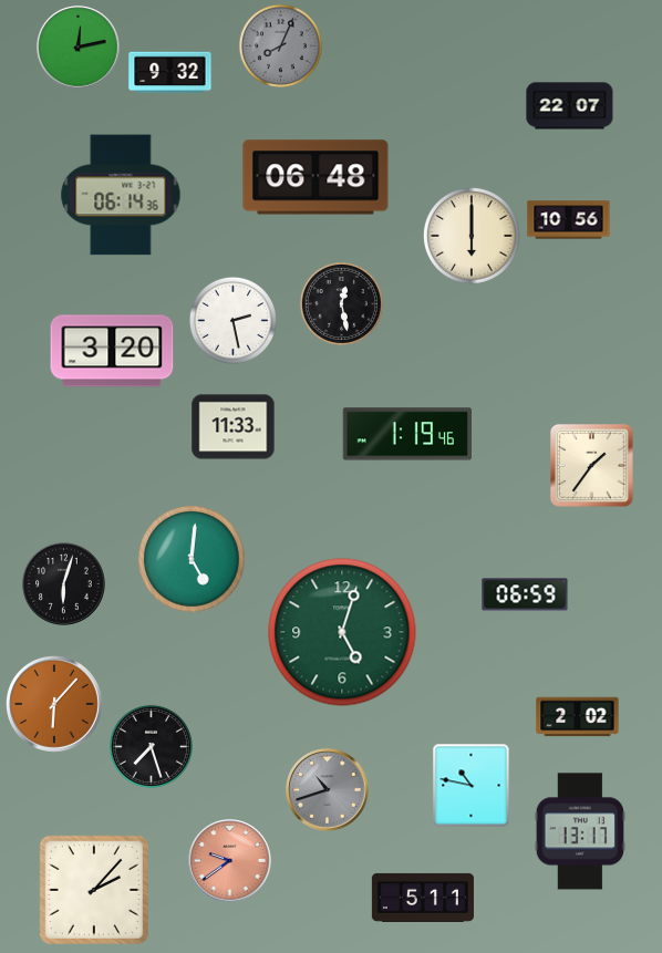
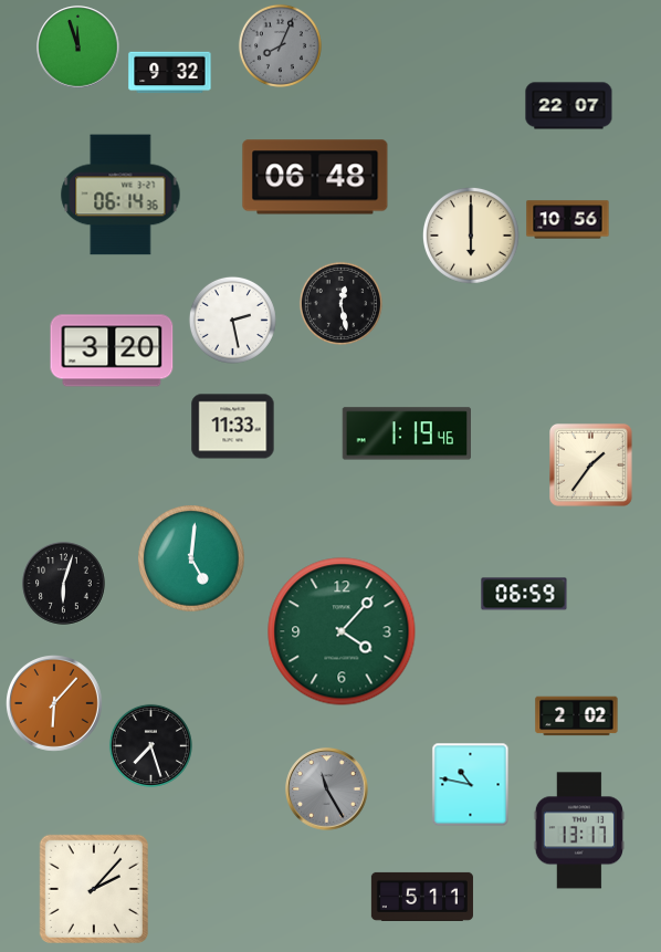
clock at (79, 48): 12:13 -> 11:57
clock at (342, 632): 5:03 -> 4:07
clock at (328, 790): 10:42 -> 11:25
clock at (230, 861): 9:39 -> none
